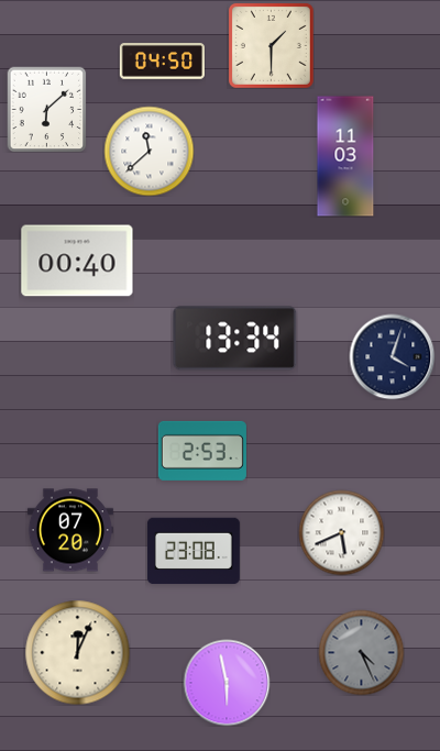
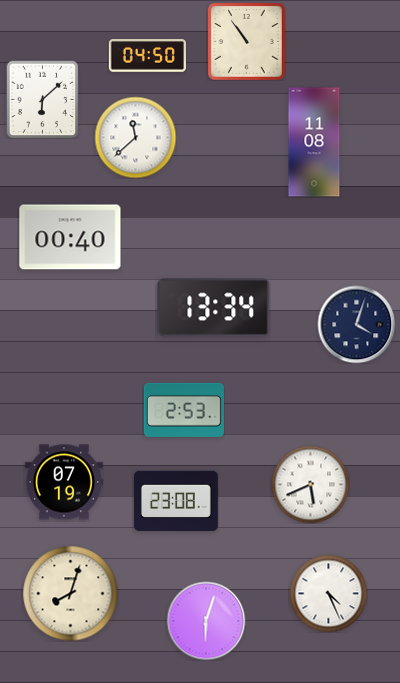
clock at (271, 45): 1:30 -> 10:54
clock at (345, 156): 11:03 -> 11:08
clock at (70, 530): 07:20 -> 07:19
clock at (77, 652): 12:04 -> 8:03
clock at (361, 652) dial: grey -> white
clock at (227, 683): 5:58 -> 6:03
